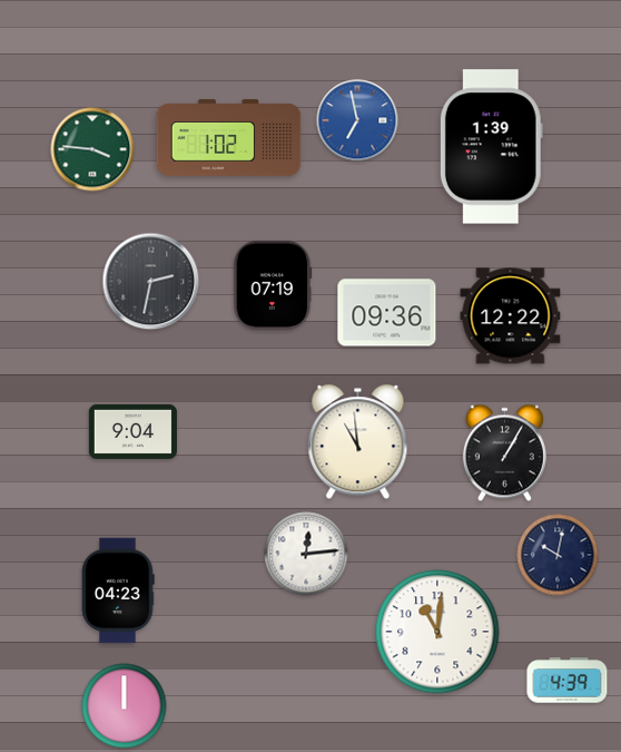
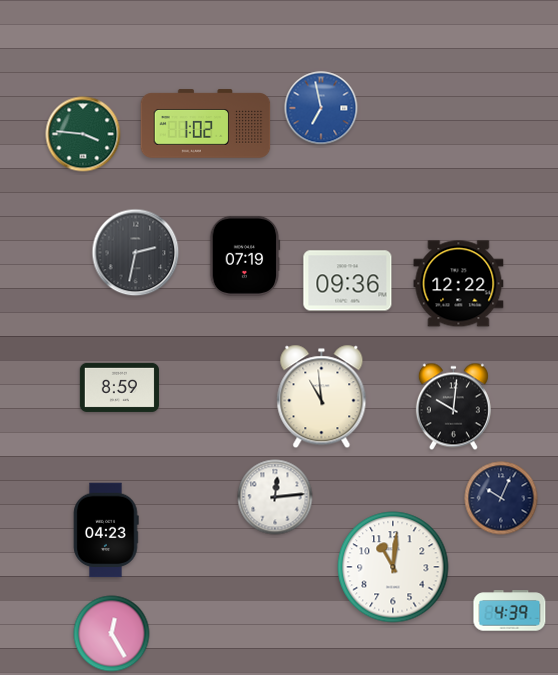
clock at (491, 147): 1:39 -> none
clock at (132, 431): 9:04 -> 8:59
clock at (504, 453): 1:05 -> 10:01
clock at (558, 555): 10:02 -> 10:04
clock at (125, 706): 12:00 -> 12:25
